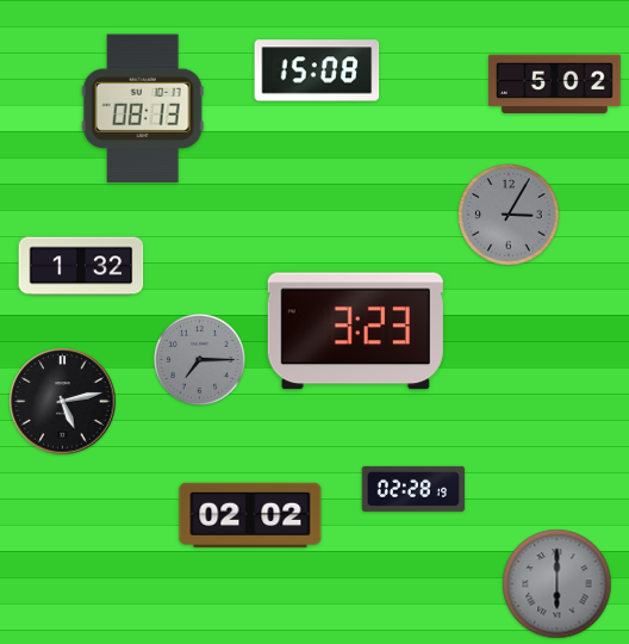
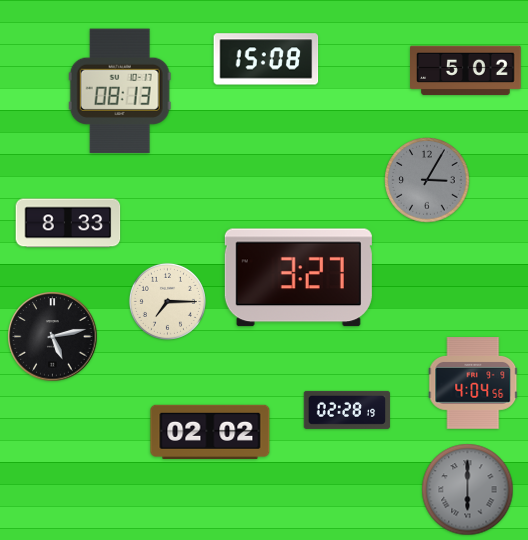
clock at (81, 266): 1:32 -> 8:33
clock at (355, 332): 3:23 -> 3:27
clock at (199, 359) dial: grey -> cream
clock at (473, 383): none -> 4:04
